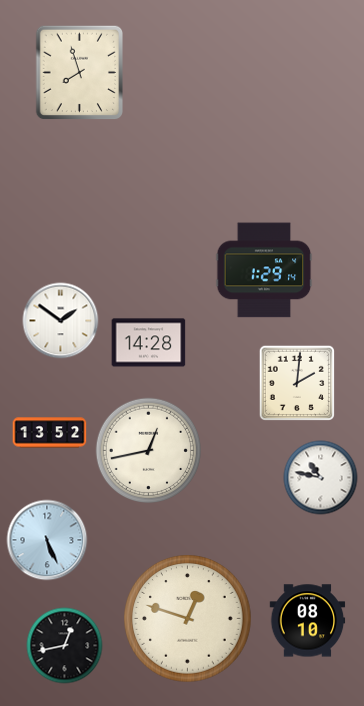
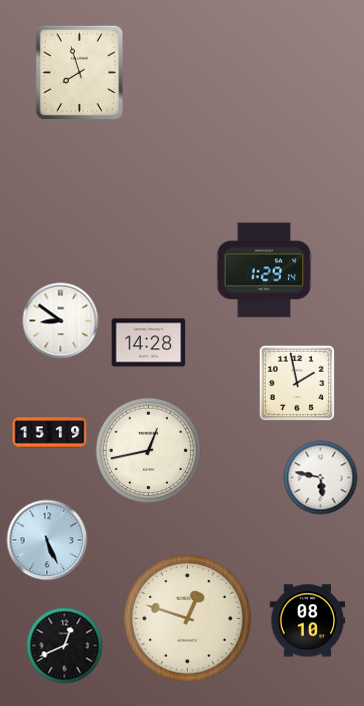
clock at (61, 321): 1:51 -> 8:51
clock at (296, 382): 2:01 -> 1:58
clock at (50, 433): 13:52 -> 15:19
clock at (321, 478): 10:47 -> 5:47
clock at (65, 646): 12:43 -> 12:41
